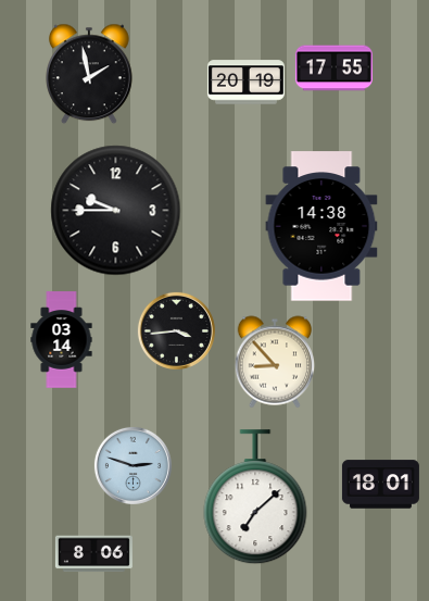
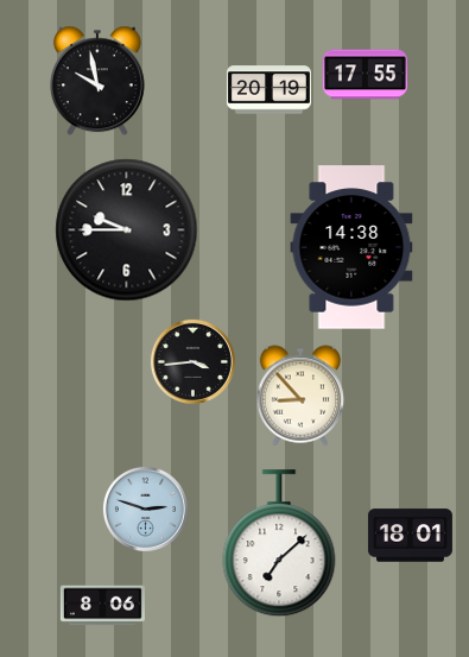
clock at (90, 74): 1:58 -> 9:58
clock at (62, 340): 03:14 -> none
clock at (380, 485) position: (380, 485) -> (410, 536)
